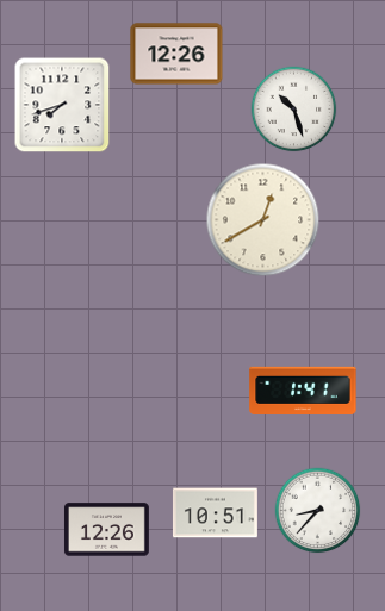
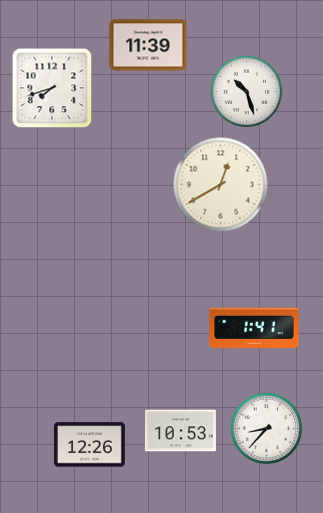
clock at (176, 54): 12:26 -> 11:39
clock at (215, 513): 10:51 -> 10:53
